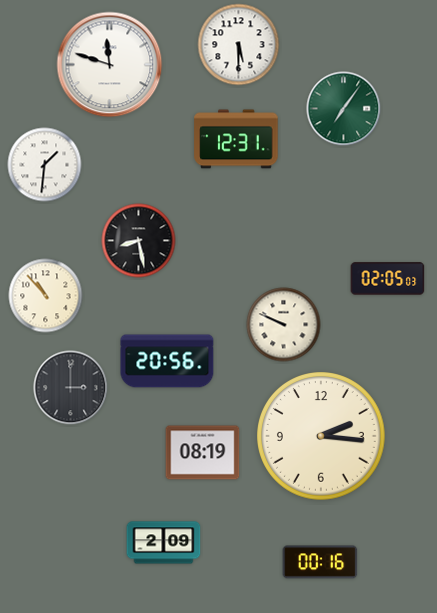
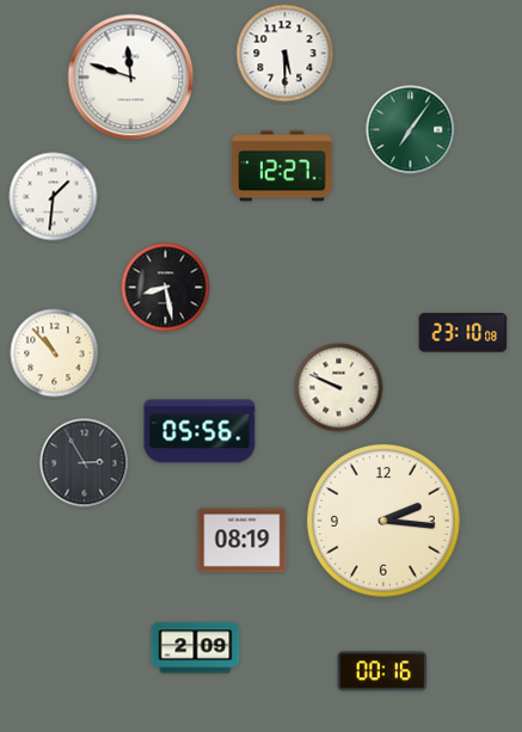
clock at (236, 139): 12:31 -> 12:27
clock at (388, 279): 02:05 -> 23:10
clock at (167, 361): 20:56 -> 05:56
clock at (71, 388): 3:00 -> 2:55
